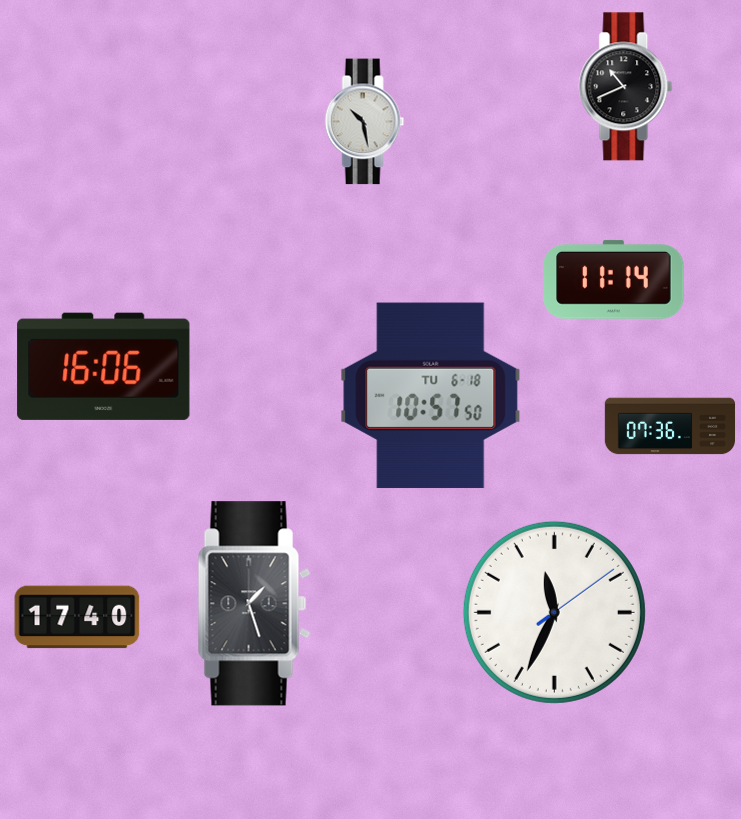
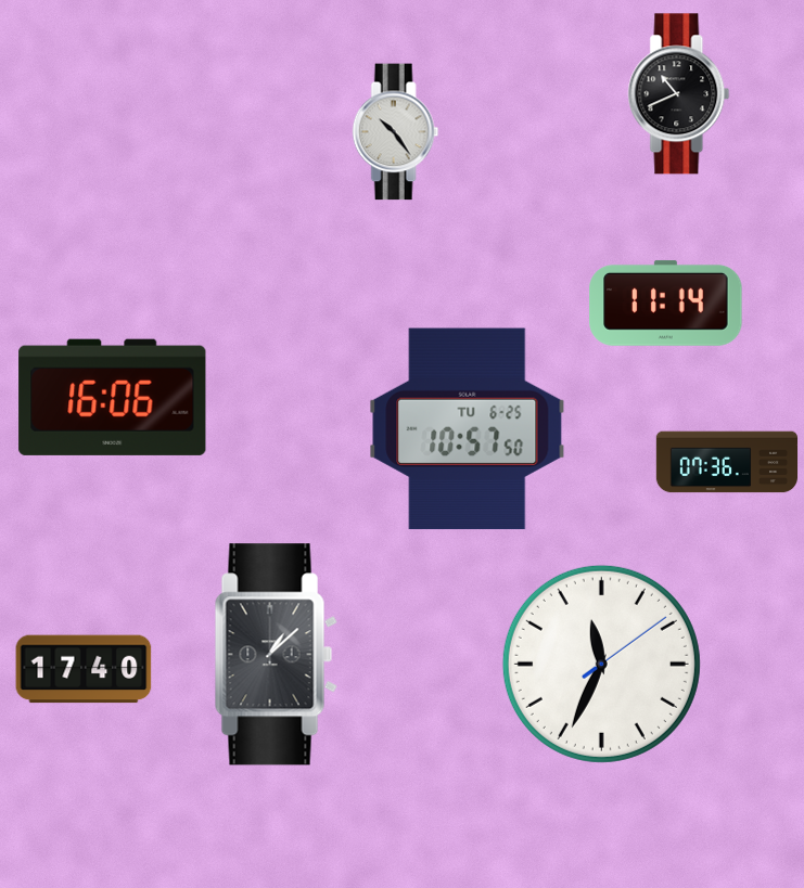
clock at (365, 122): 10:28 -> 10:24
clock at (431, 396) date: TU 6-18 -> TU 6-25
clock at (254, 604): 1:27 -> 1:08
